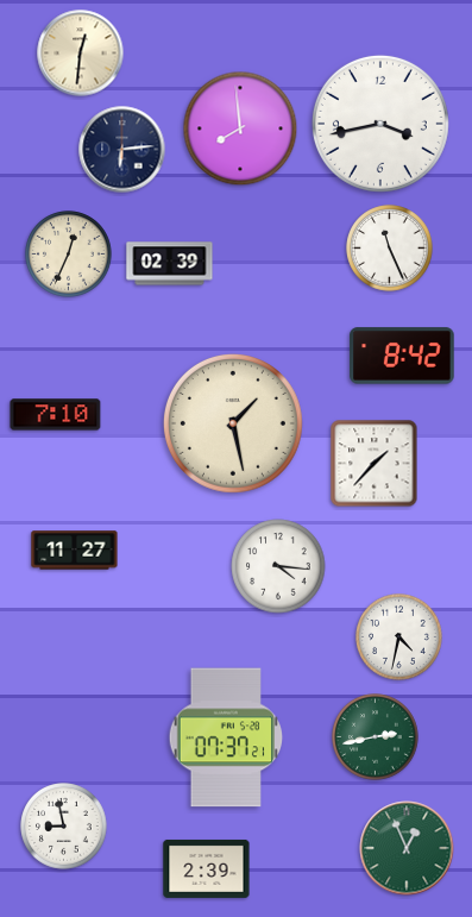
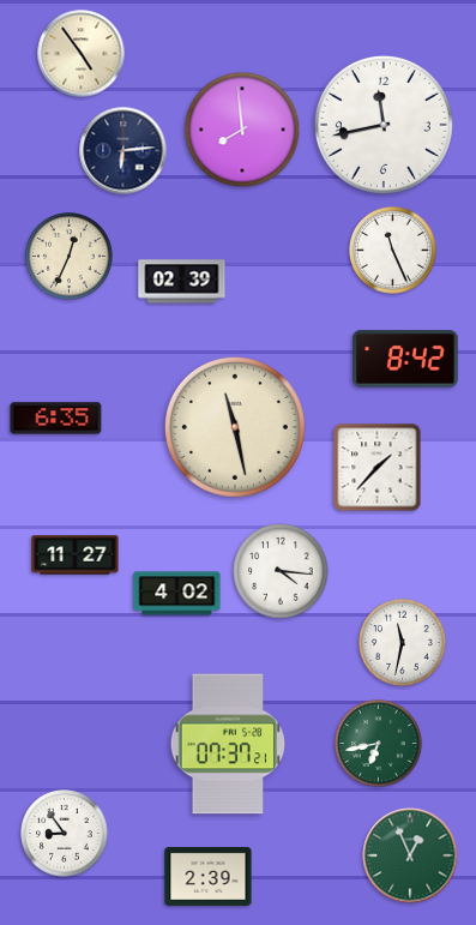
clock at (81, 54): 12:31 -> 4:54
clock at (380, 124): 3:43 -> 11:43
clock at (170, 264) position: (170, 264) -> (182, 282)
clock at (56, 415): 7:10 -> 6:35
clock at (233, 423): 1:28 -> 11:28
clock at (177, 594): none -> 4:02
clock at (399, 637): 4:32 -> 11:32
clock at (376, 737): 2:43 -> 6:43
clock at (64, 827): 8:58 -> 8:54
